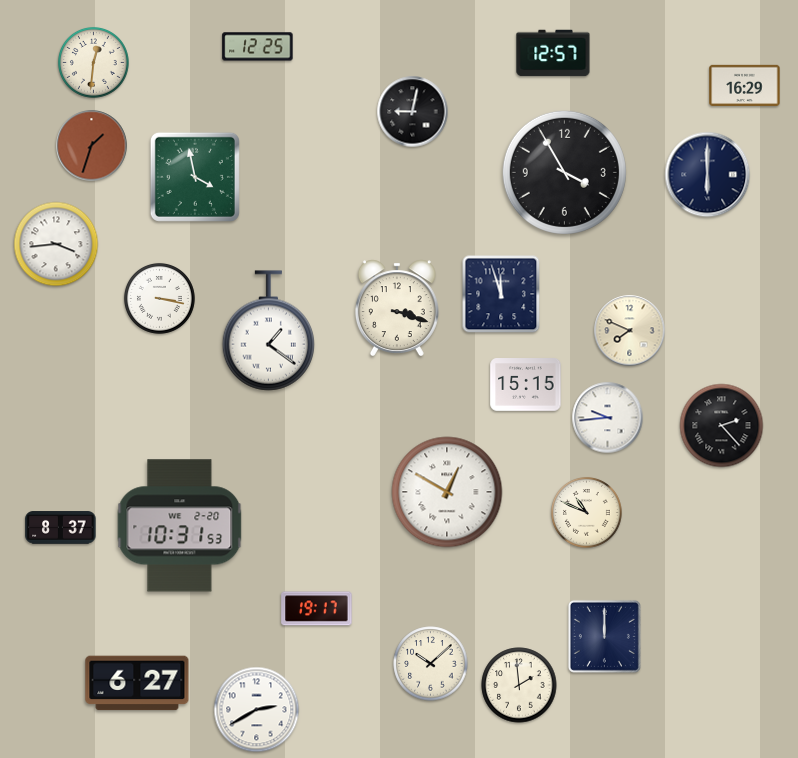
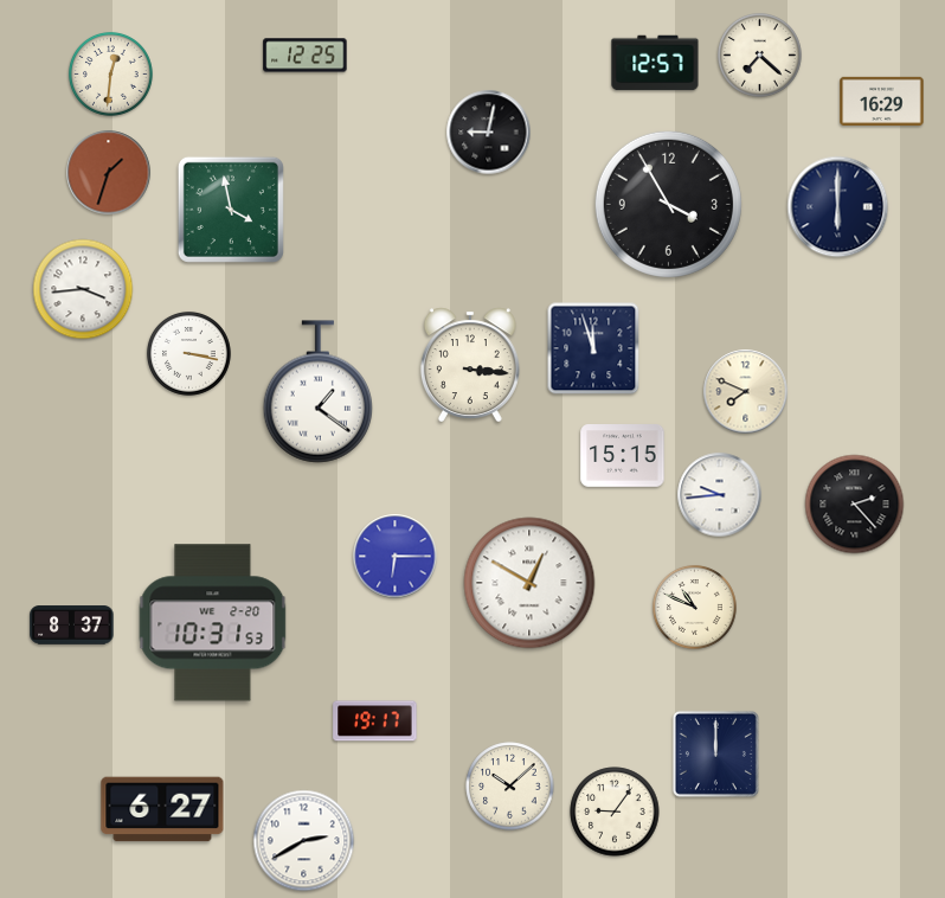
clock at (759, 54): none -> 7:22
clock at (56, 244) position: (56, 244) -> (83, 289)
clock at (397, 307): 3:18 -> 3:16
clock at (396, 557): none -> 6:15
clock at (519, 685): 1:59 -> 9:06
